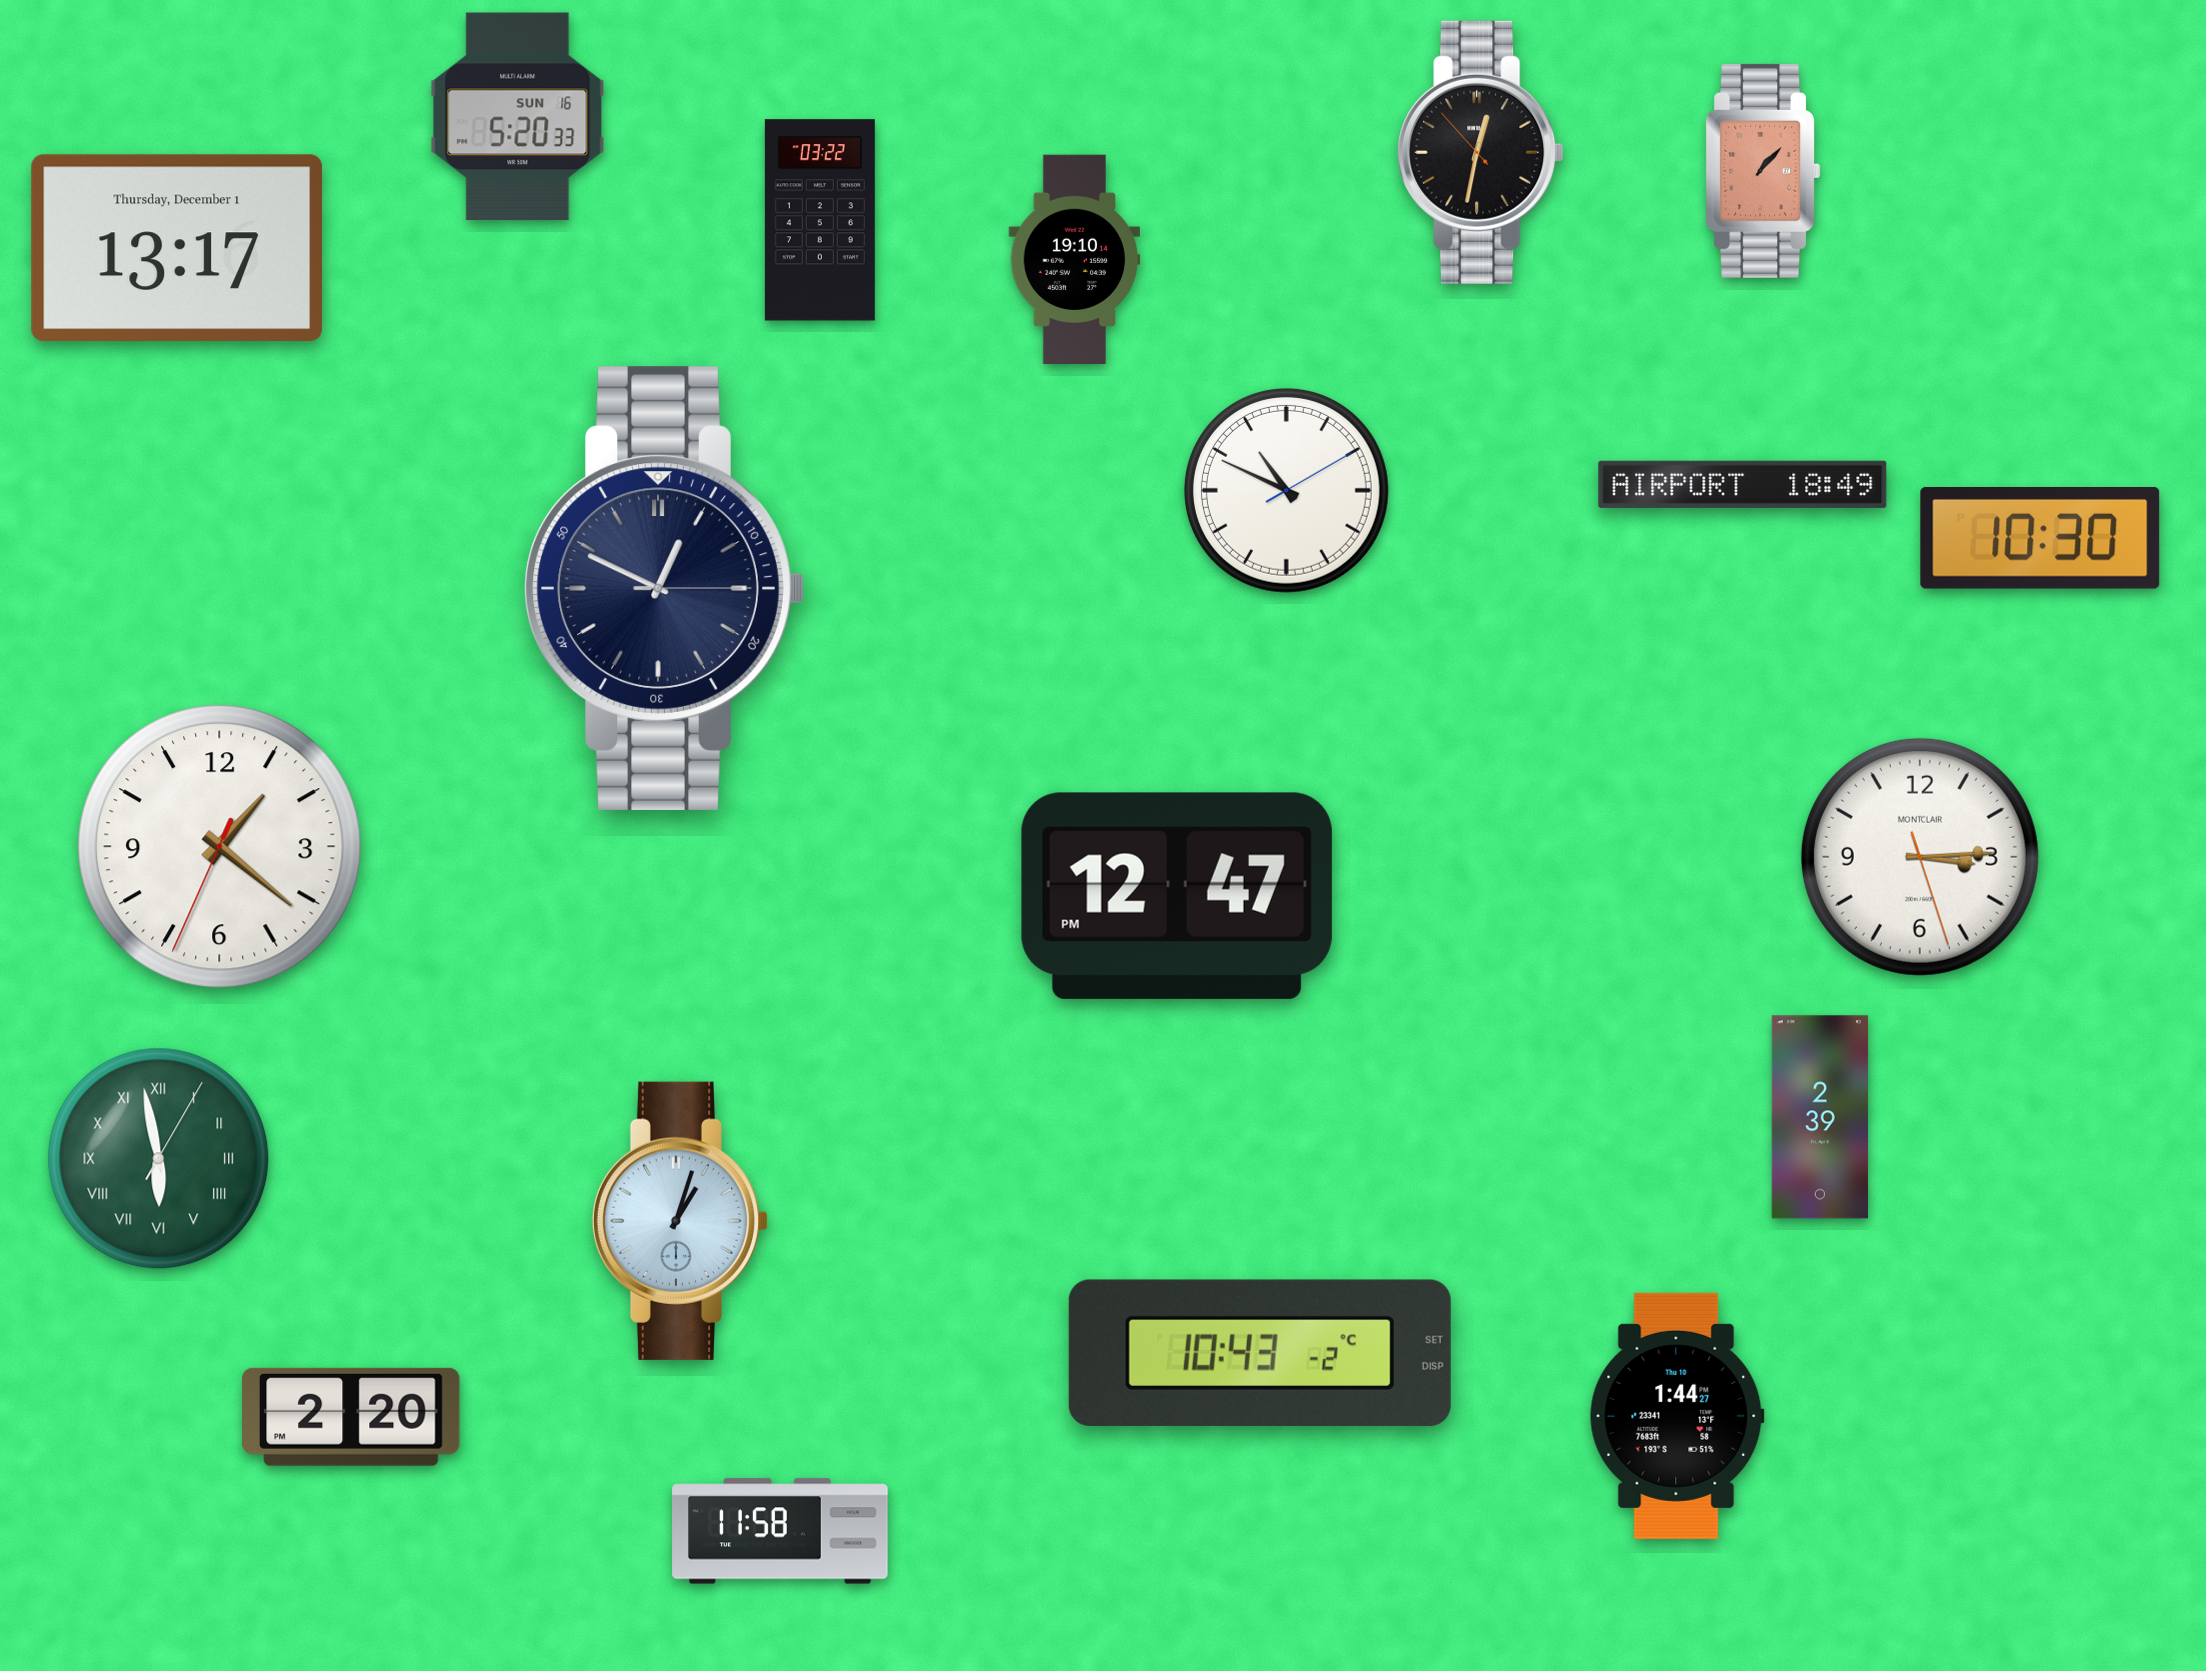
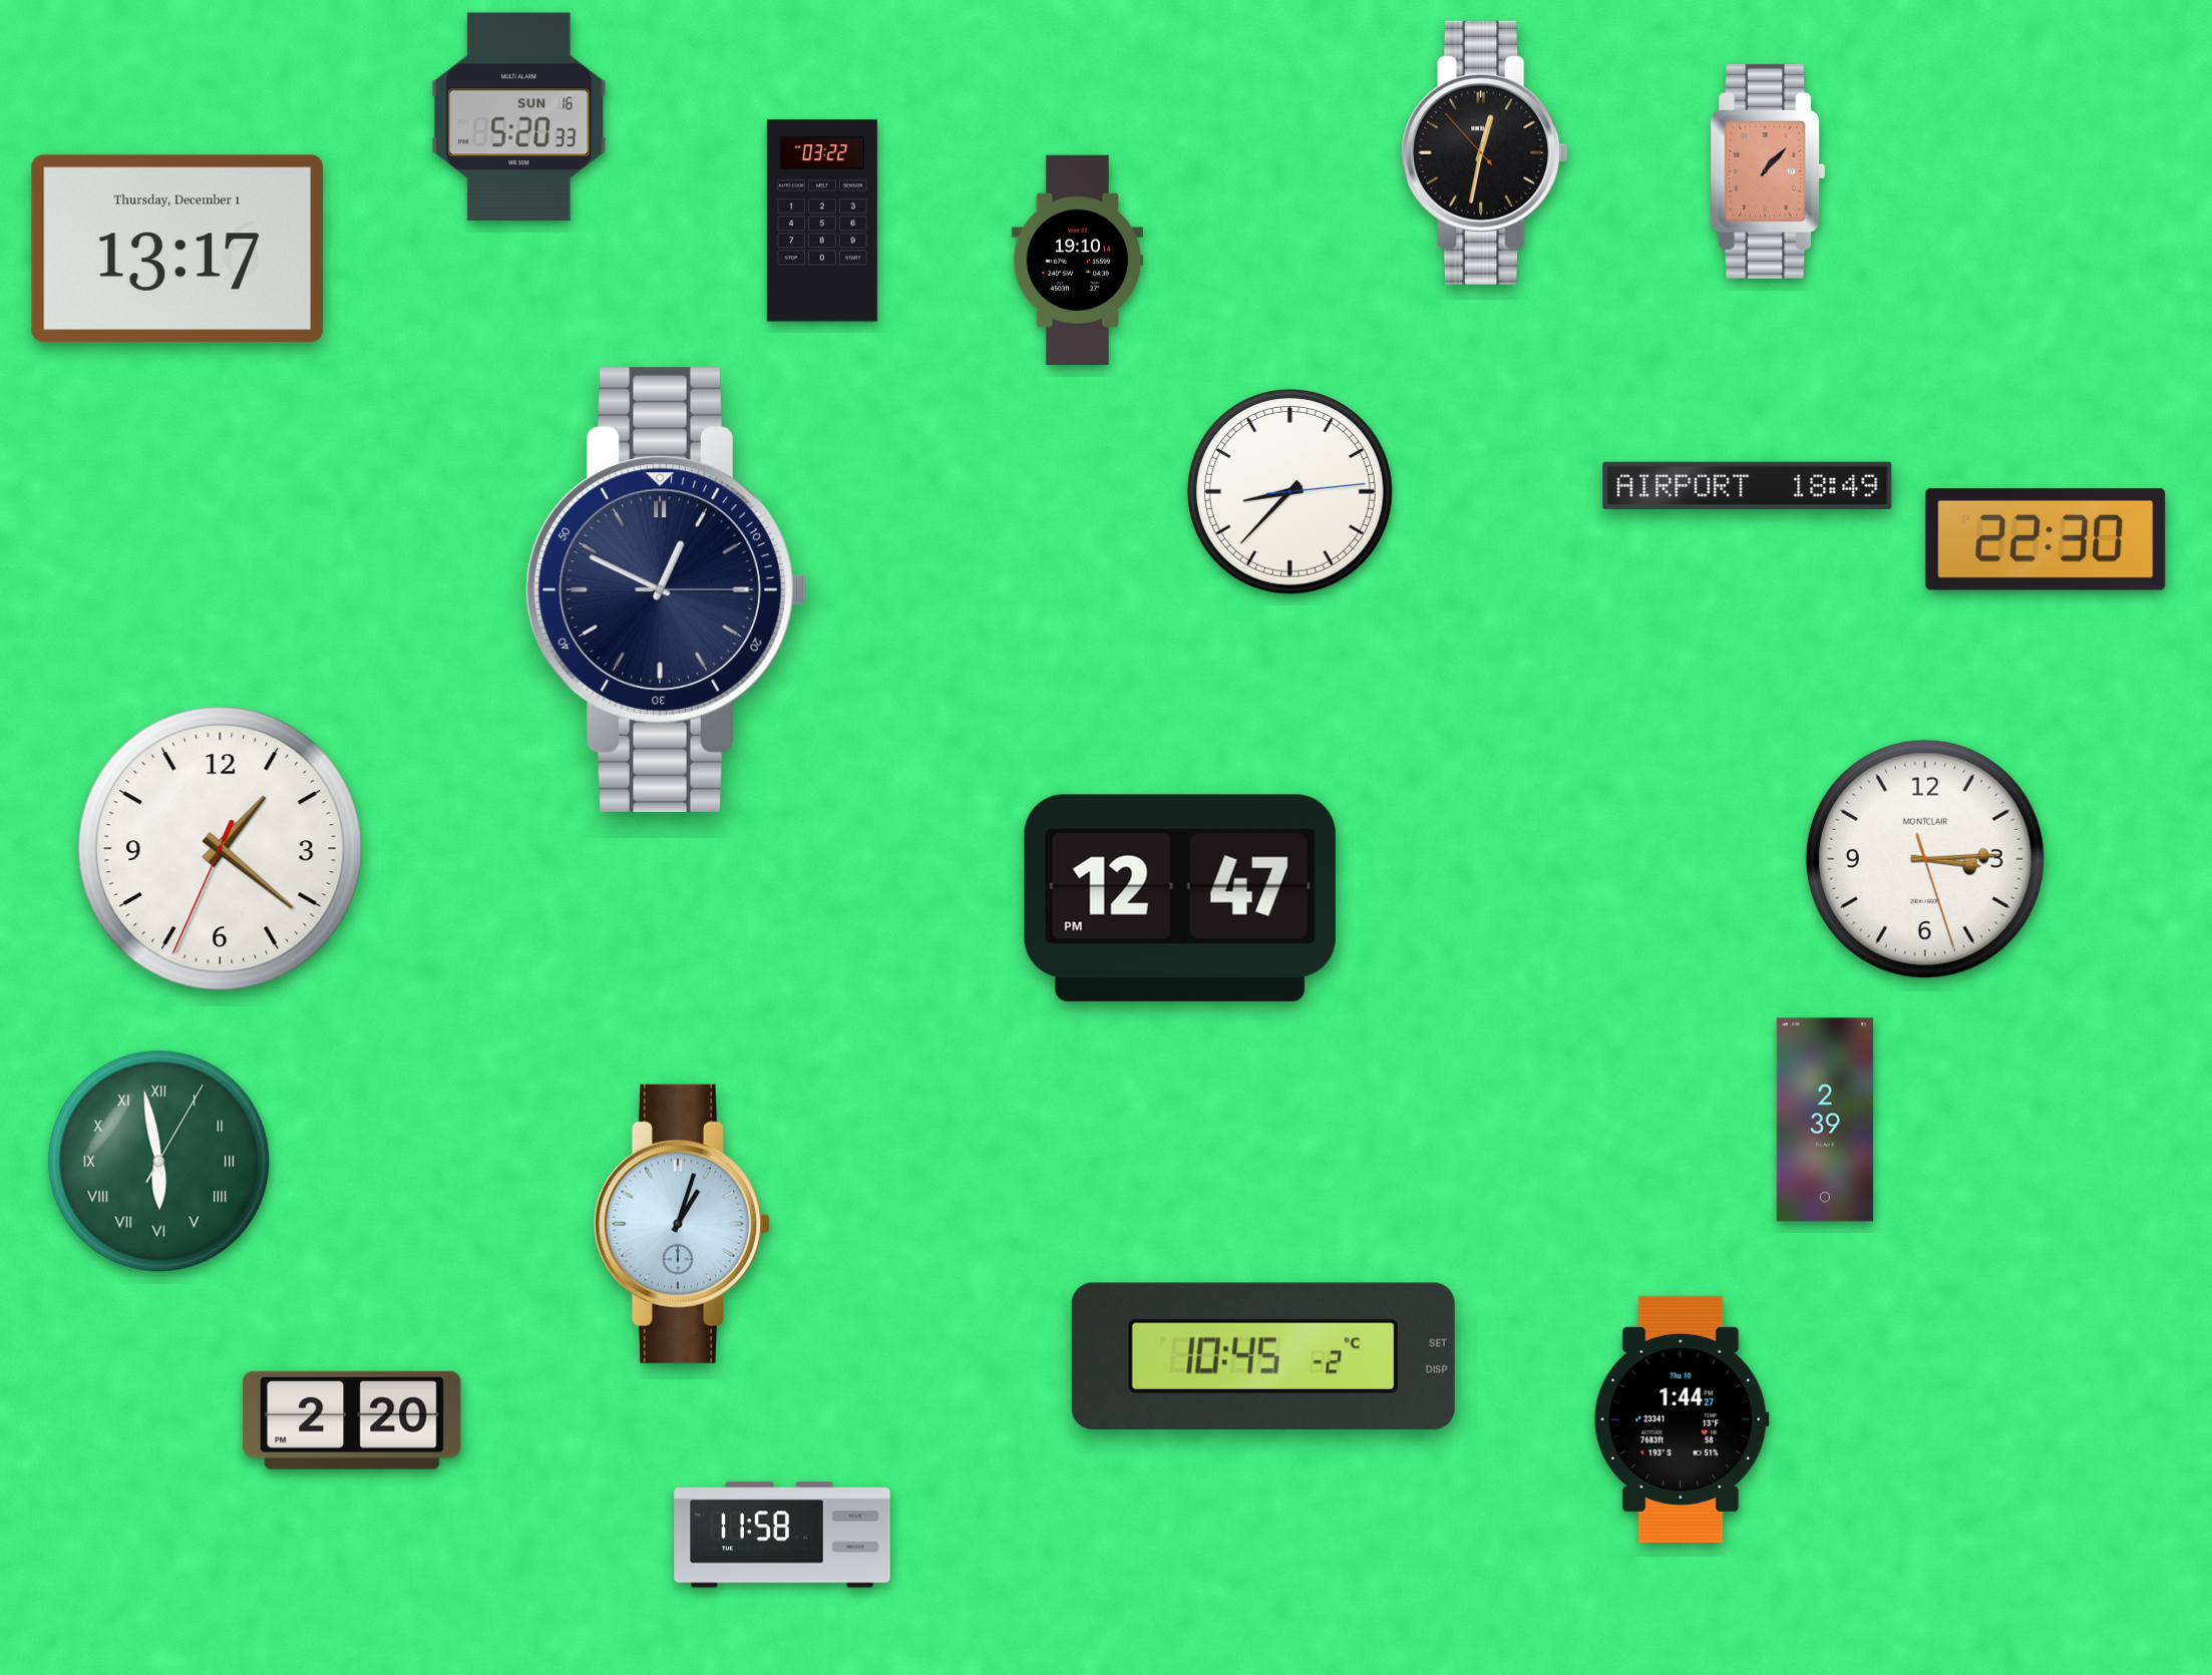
clock at (1286, 490): 10:49 -> 8:37
clock at (2040, 539): 10:30 -> 22:30
clock at (1260, 1353): 10:43 -> 10:45
